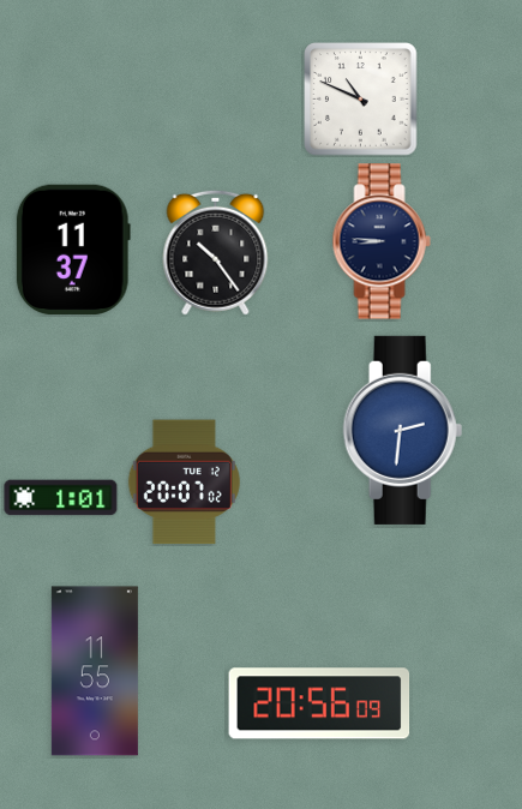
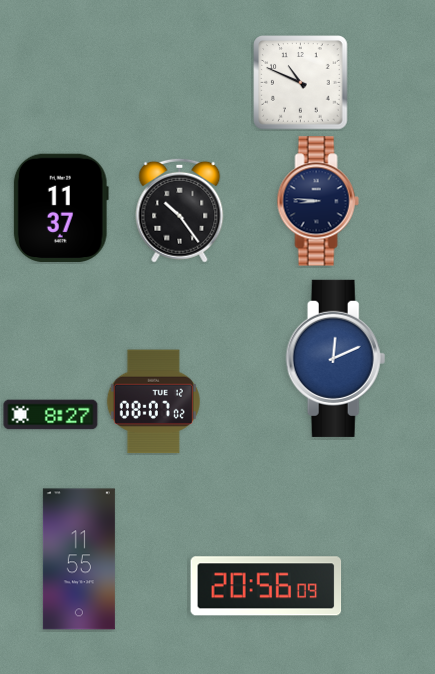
clock at (403, 430): 2:31 -> 12:11
clock at (184, 483): 20:07 -> 08:07
clock at (61, 498): 1:01 -> 8:27
